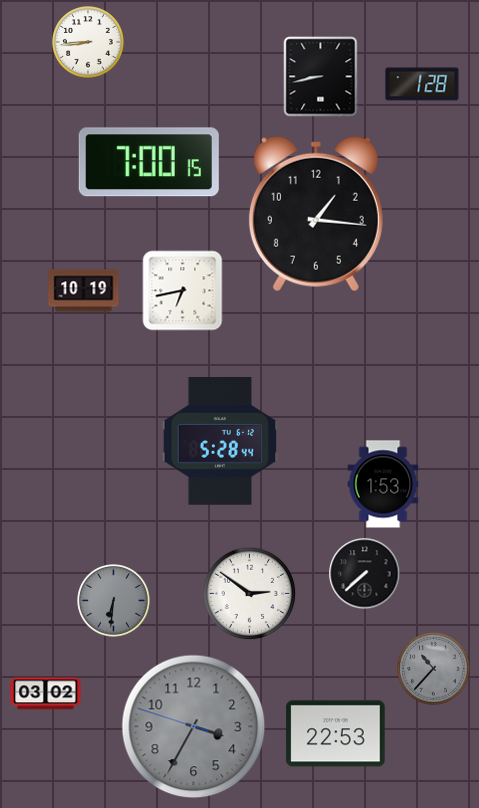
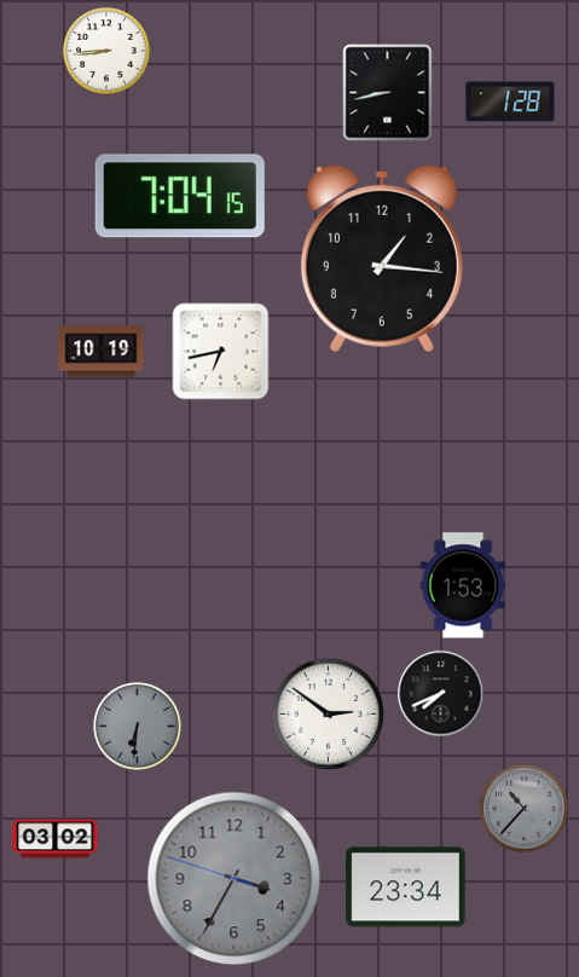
clock at (149, 162): 7:00 -> 7:04
clock at (220, 442): 5:28 -> none
clock at (365, 574): 7:38 -> 7:41
clock at (250, 594) position: (250, 594) -> (329, 715)
clock at (336, 734): 22:53 -> 23:34
